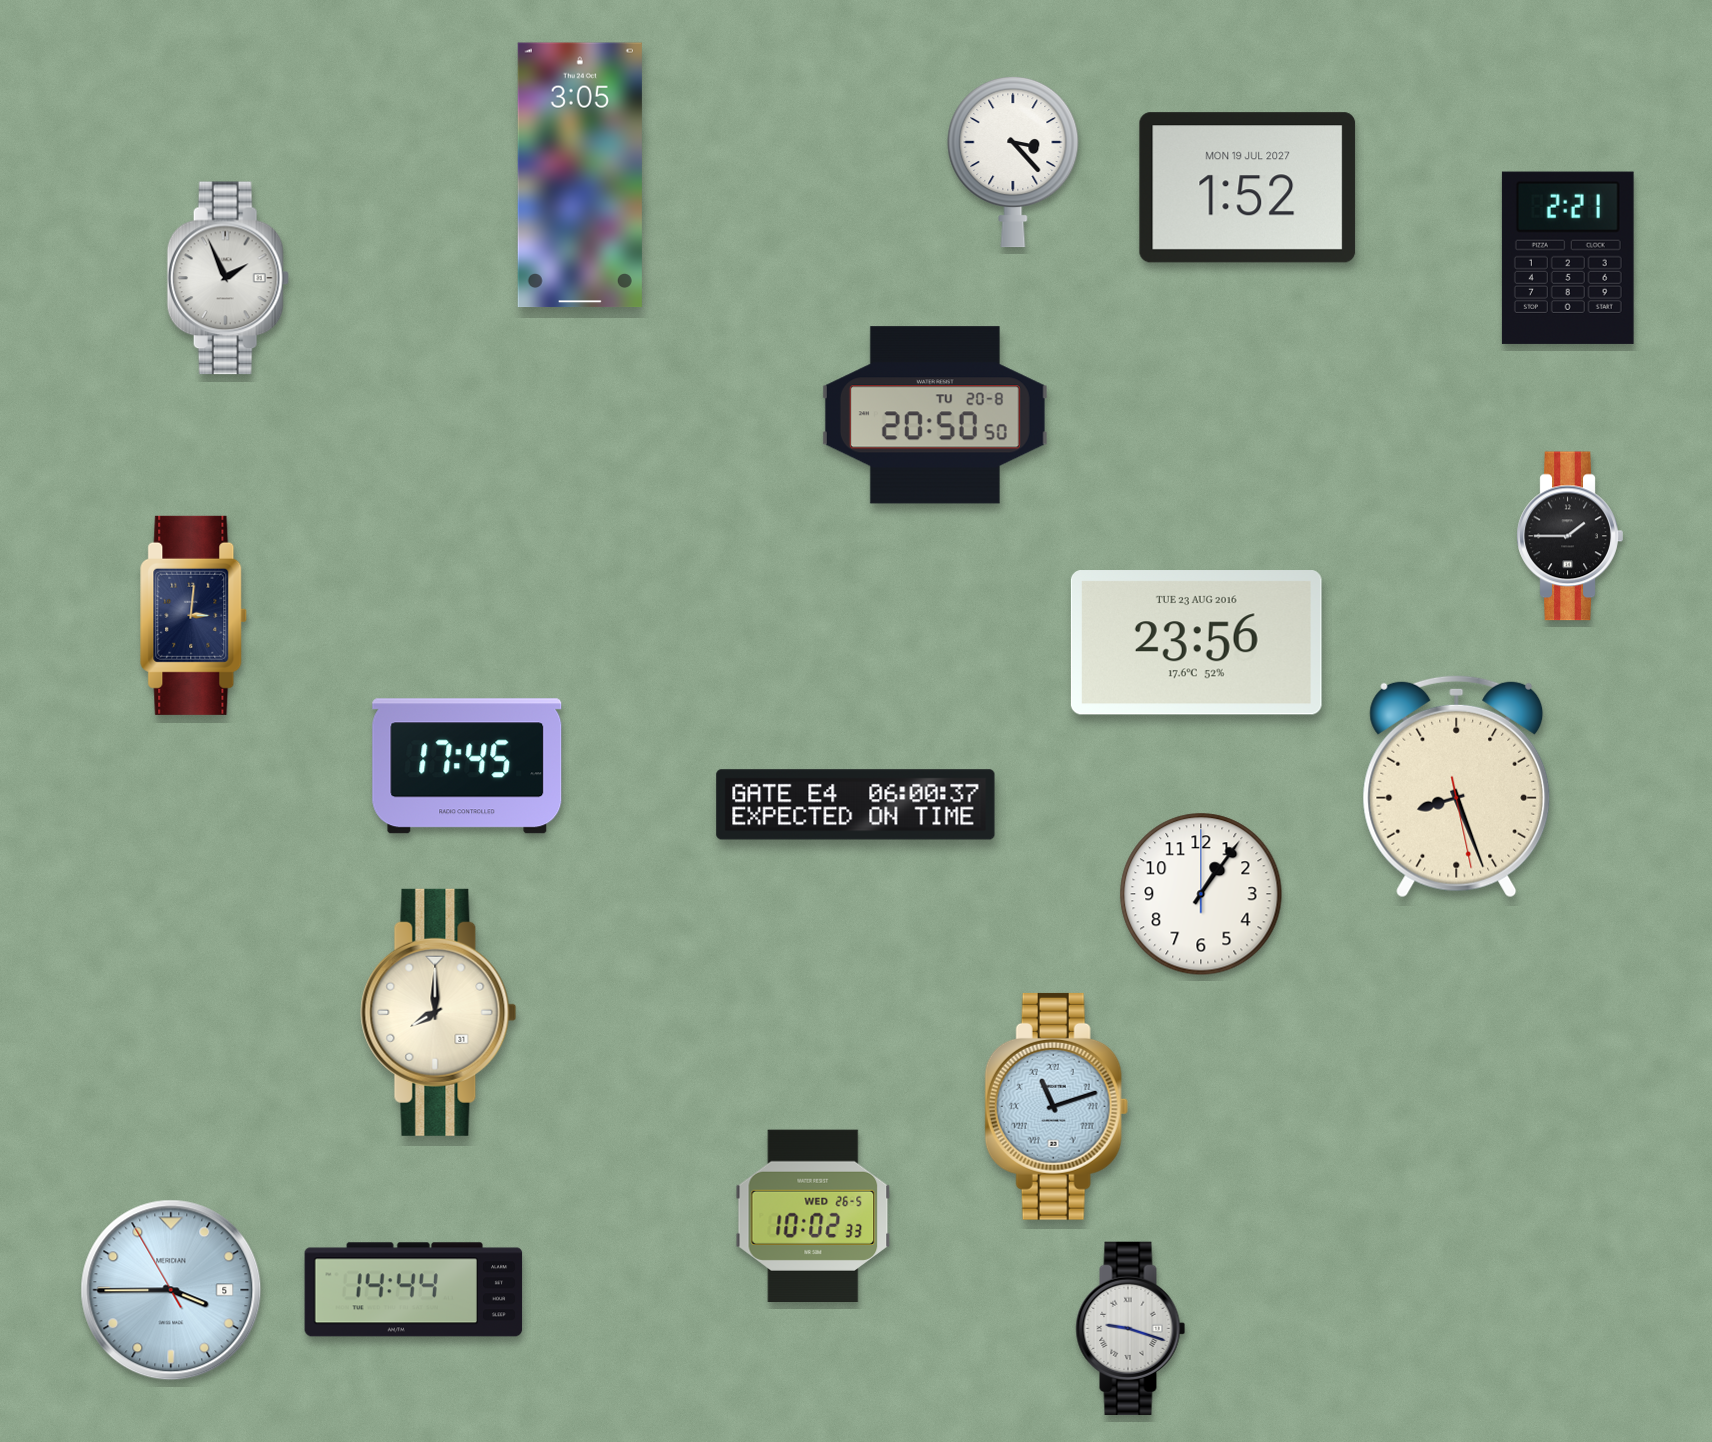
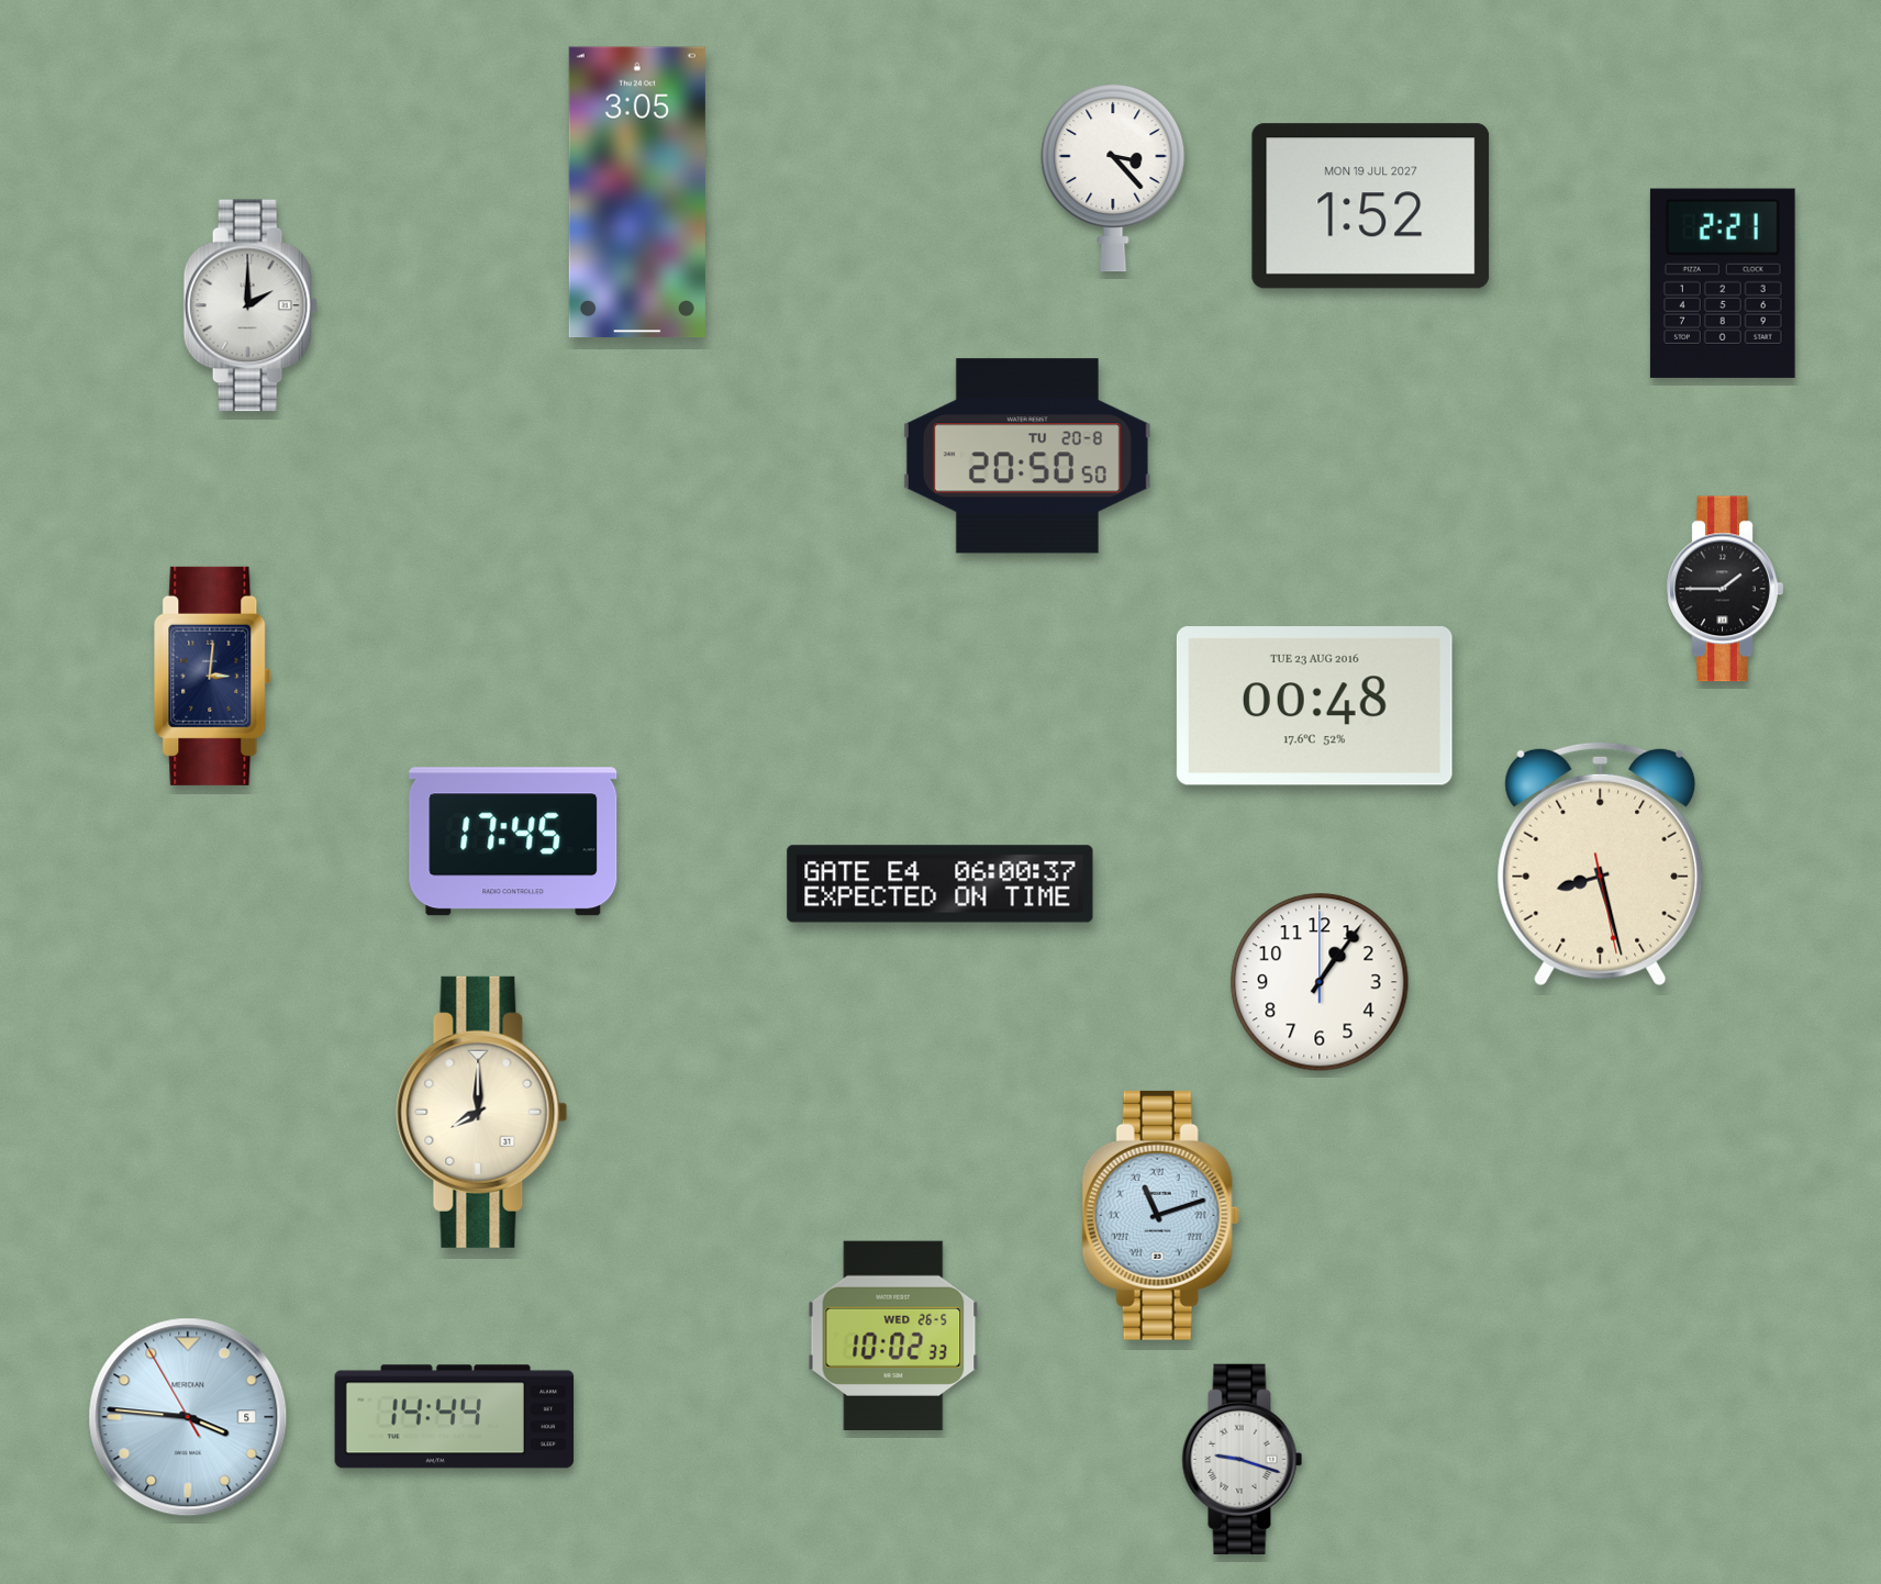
clock at (228, 278): 1:56 -> 2:00
clock at (1196, 643): 23:56 -> 00:48
clock at (1457, 786): 8:26 -> 8:27
clock at (171, 1290): 3:44 -> 3:45
